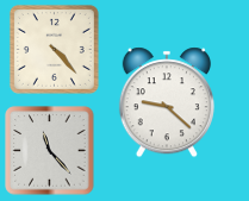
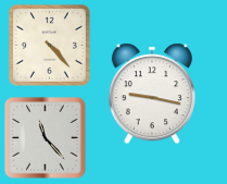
clock at (167, 102): 9:22 -> 9:17
